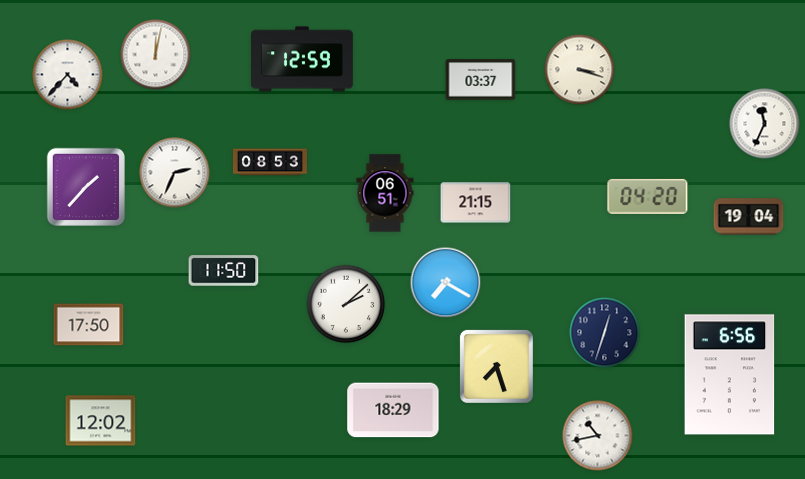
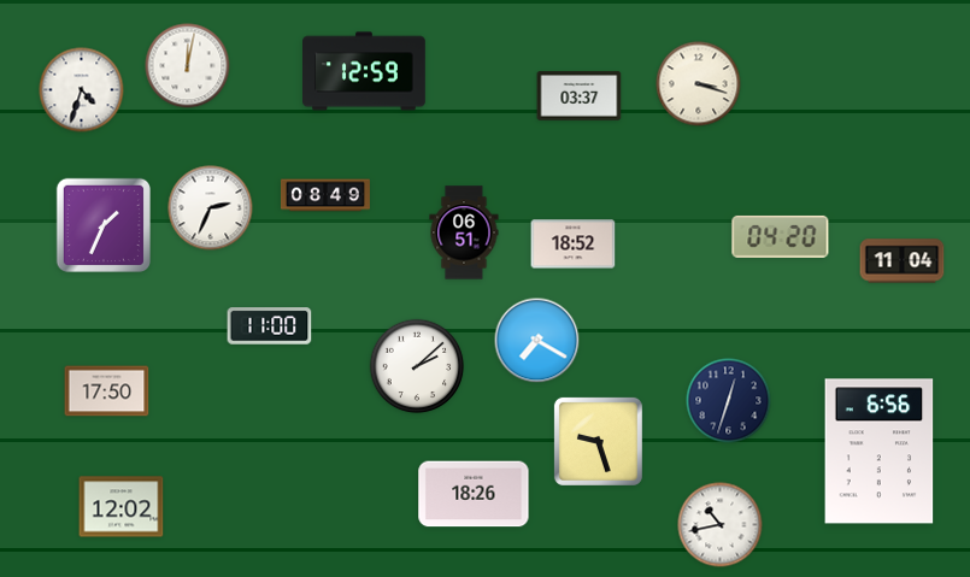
clock at (68, 75): 4:37 -> 4:33
clock at (765, 124): 11:34 -> none
clock at (270, 162): 08:53 -> 08:49
clock at (86, 187): 1:37 -> 1:34
clock at (476, 203): 21:15 -> 18:52
clock at (749, 217): 19:04 -> 11:04
clock at (224, 271): 11:50 -> 11:00
clock at (496, 366): 7:27 -> 9:27
clock at (393, 410): 18:29 -> 18:26
